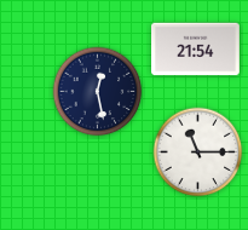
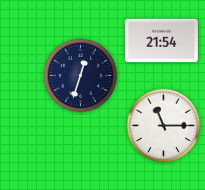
clock at (98, 92): 12:28 -> 12:33
